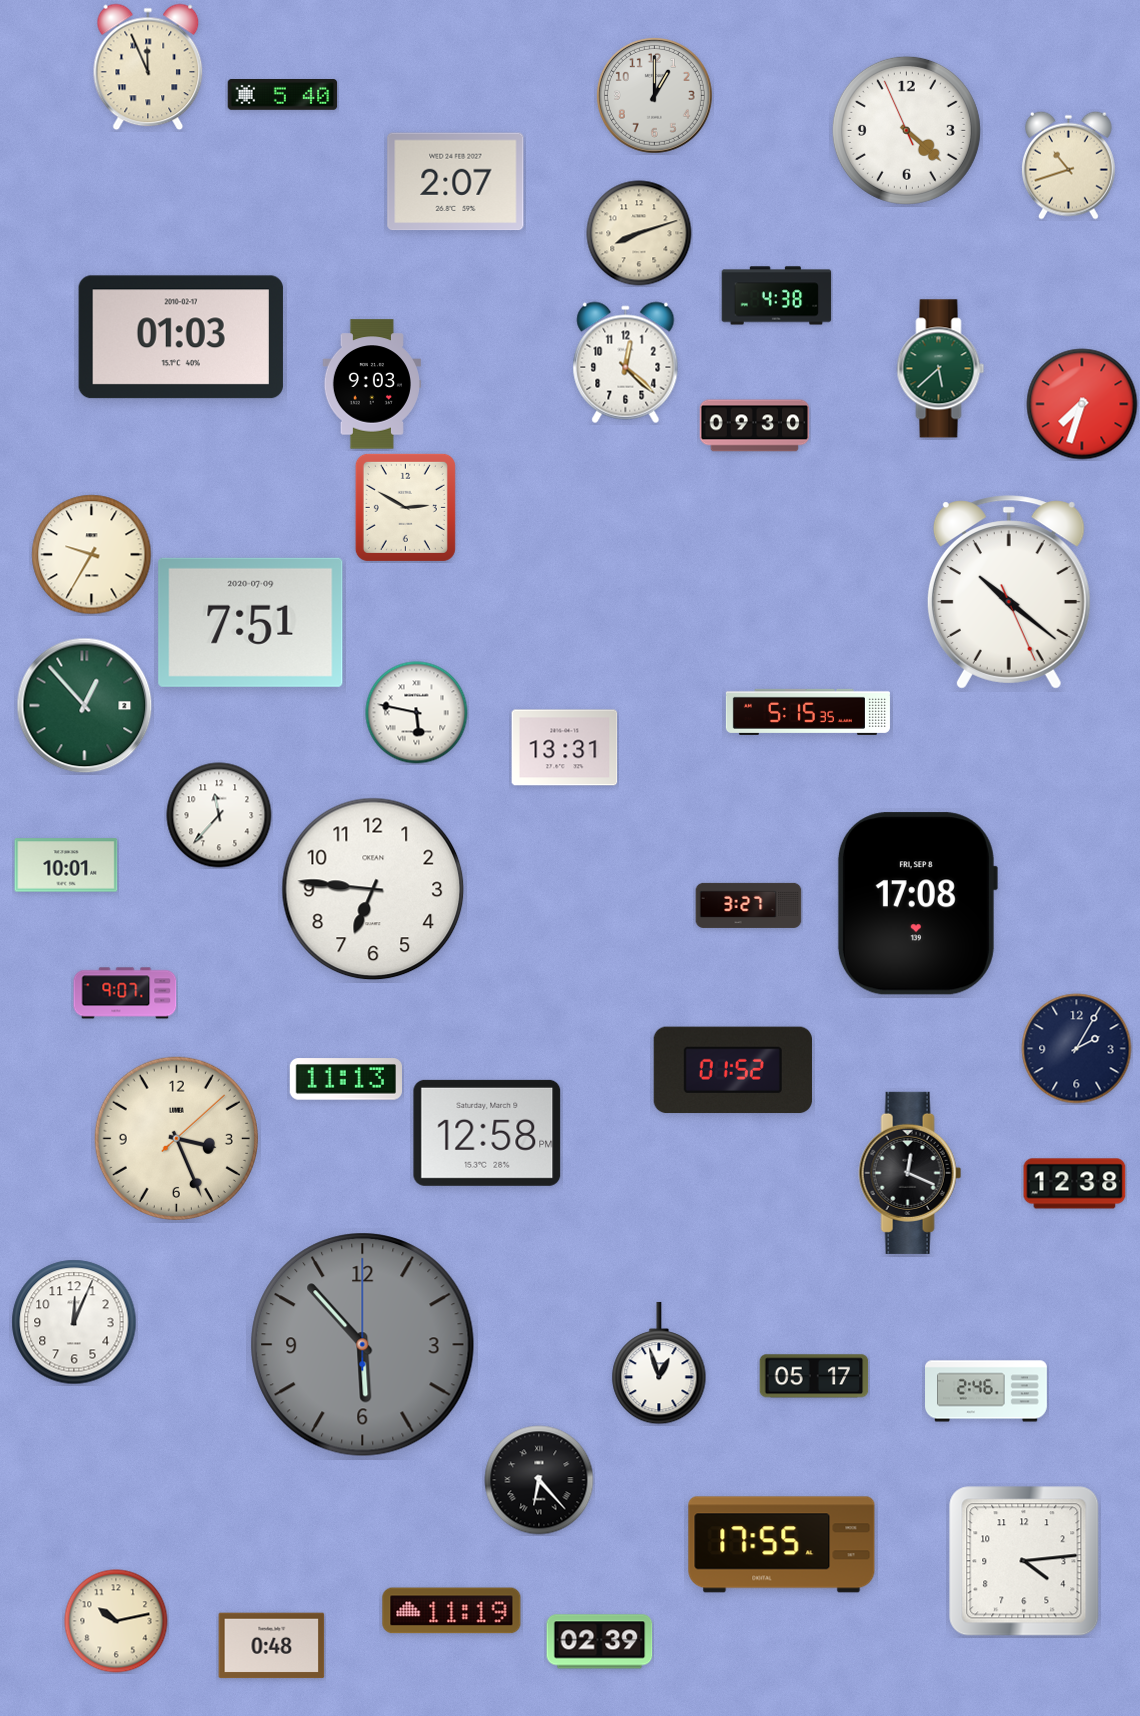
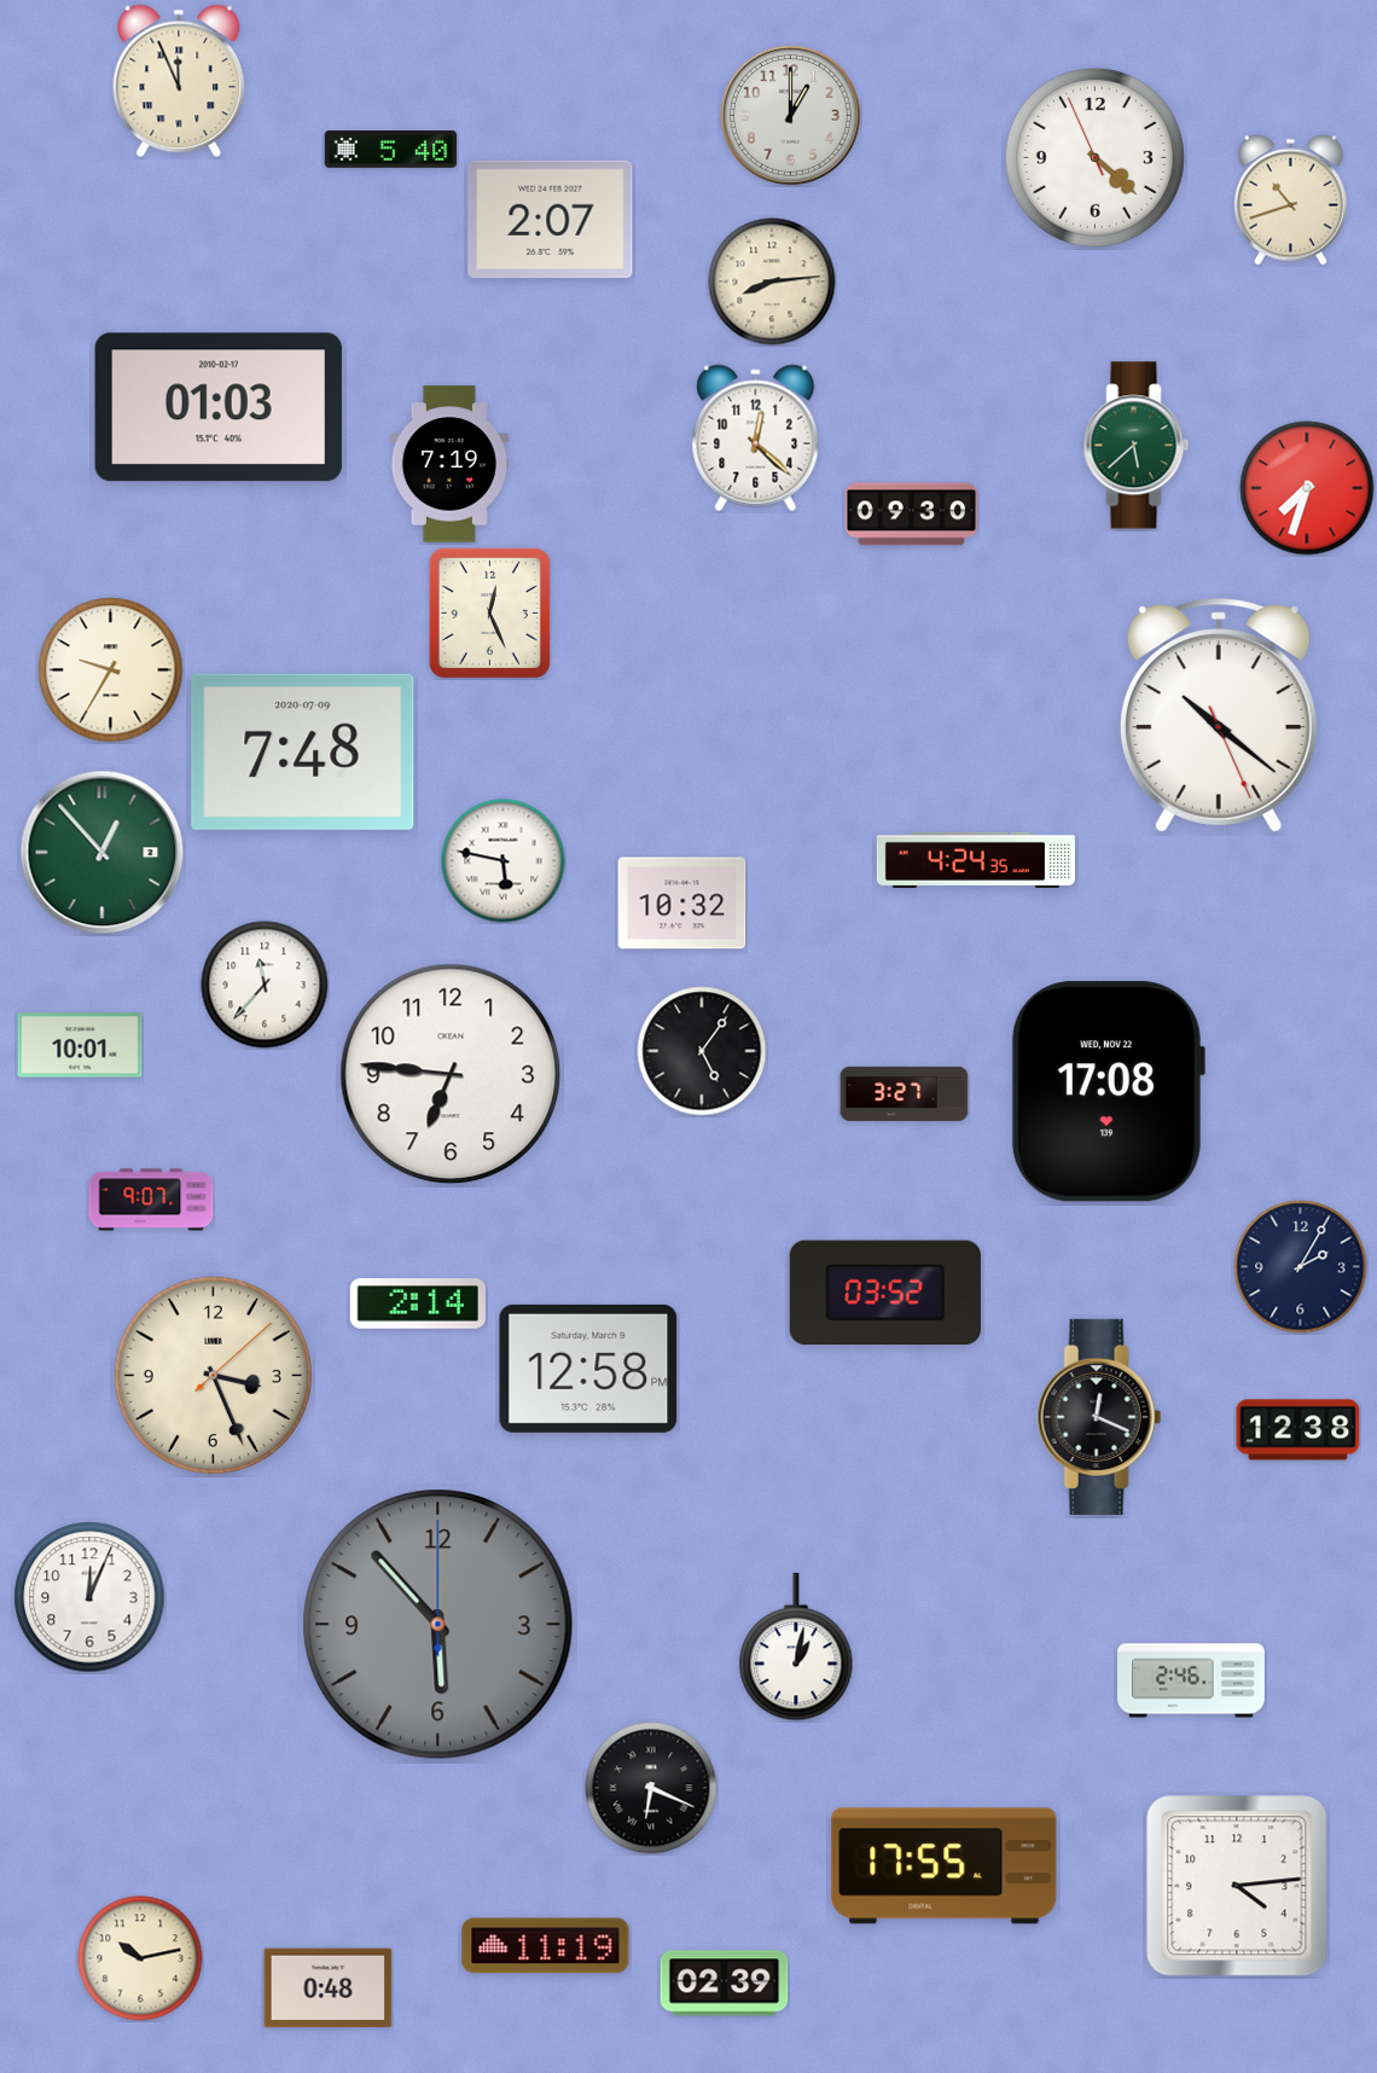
clock at (283, 95) position: (283, 95) -> (391, 150)
clock at (639, 233): 8:12 -> 8:14
clock at (777, 296): 4:38 -> none
clock at (371, 384): 9:03 -> 7:19
clock at (405, 507): 2:50 -> 12:26
clock at (251, 622): 7:51 -> 7:48
clock at (808, 712): 5:15 -> 4:24
clock at (565, 748): 13:31 -> 10:32
clock at (702, 1051): none -> 5:06
clock at (917, 904) date: FRI, SEP 8 -> WED, NOV 22
clock at (733, 1070): 01:52 -> 03:52
clock at (345, 1079): 11:13 -> 2:14
clock at (659, 1363): 12:57 -> 1:02
clock at (814, 1376): 05:17 -> none
clock at (539, 1480): 6:23 -> 6:19
